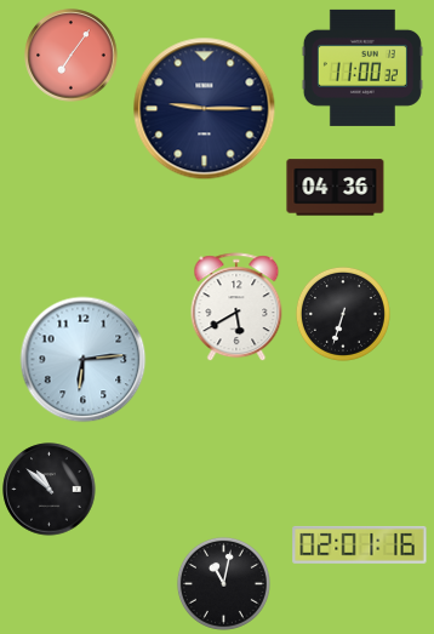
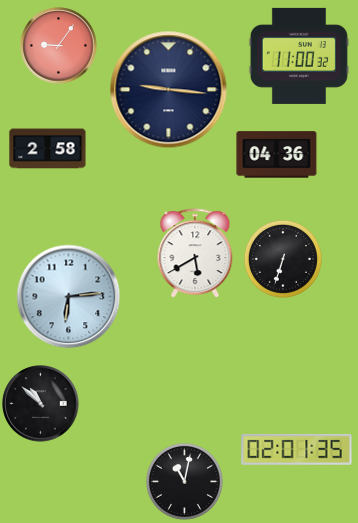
clock at (72, 56): 7:06 -> 9:06
clock at (205, 109): 9:15 -> 9:16
clock at (48, 149): none -> 2:58
clock at (360, 544): 02:01:16 -> 02:01:35
